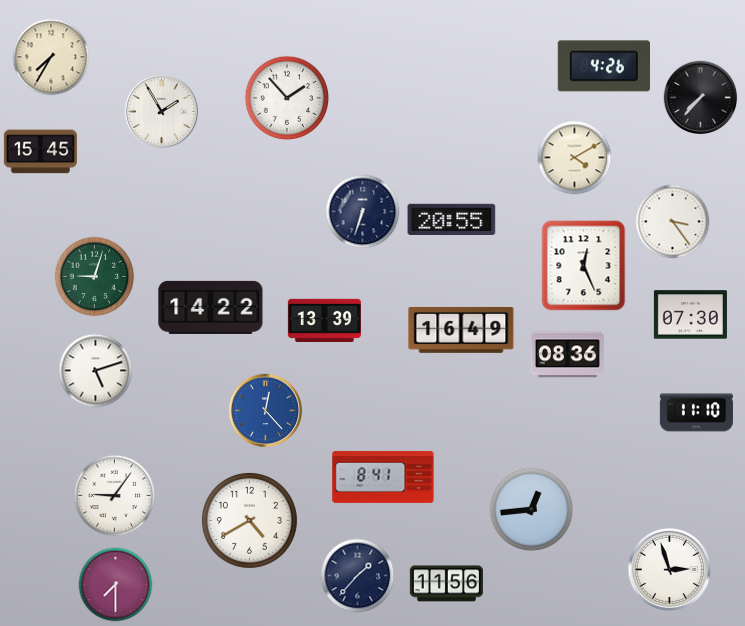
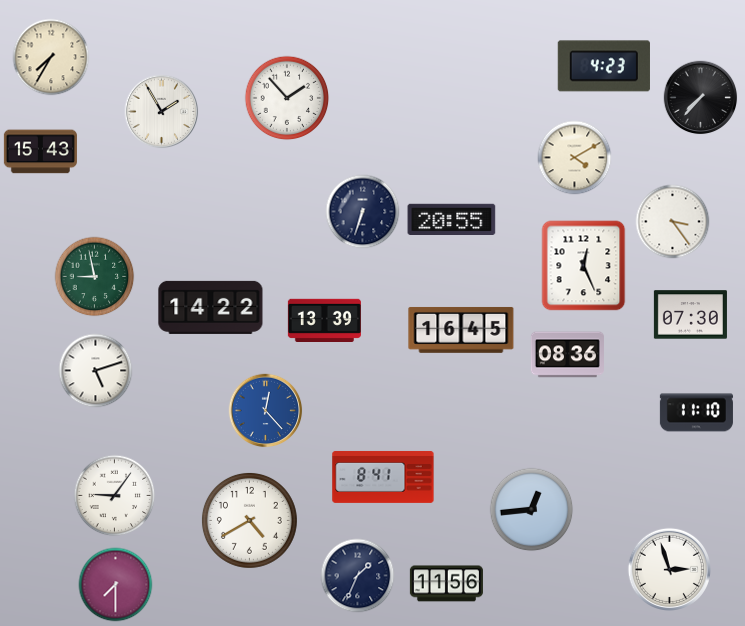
clock at (604, 66): 4:26 -> 4:23
clock at (40, 152): 15:45 -> 15:43
clock at (95, 277): 9:03 -> 8:58
clock at (461, 330): 16:49 -> 16:45
clock at (358, 576): 1:37 -> 1:34
